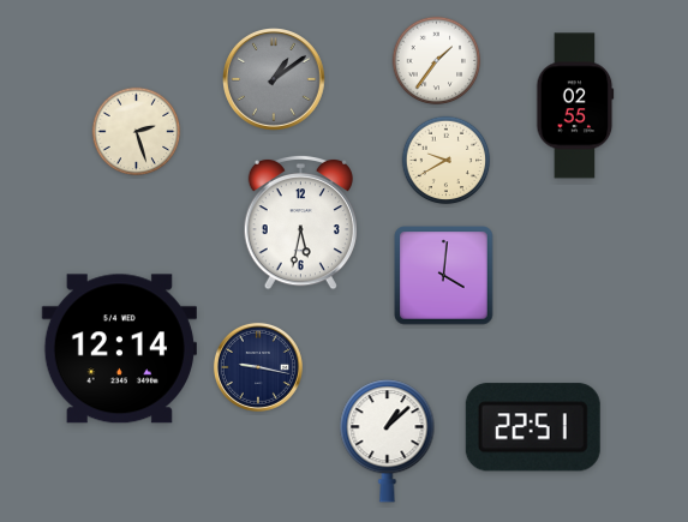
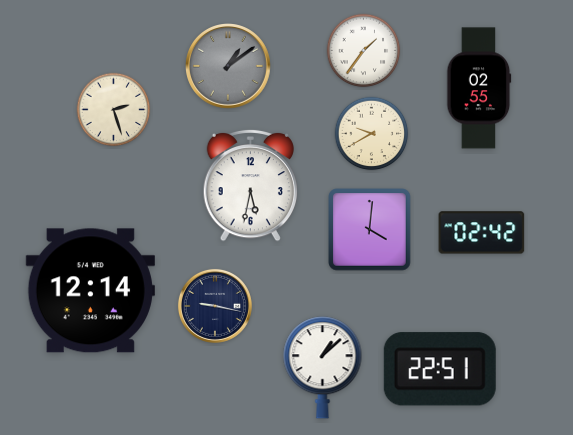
clock at (482, 233): none -> 02:42
clock at (119, 349) position: (119, 349) -> (90, 291)
clock at (533, 427) position: (533, 427) -> (440, 369)
